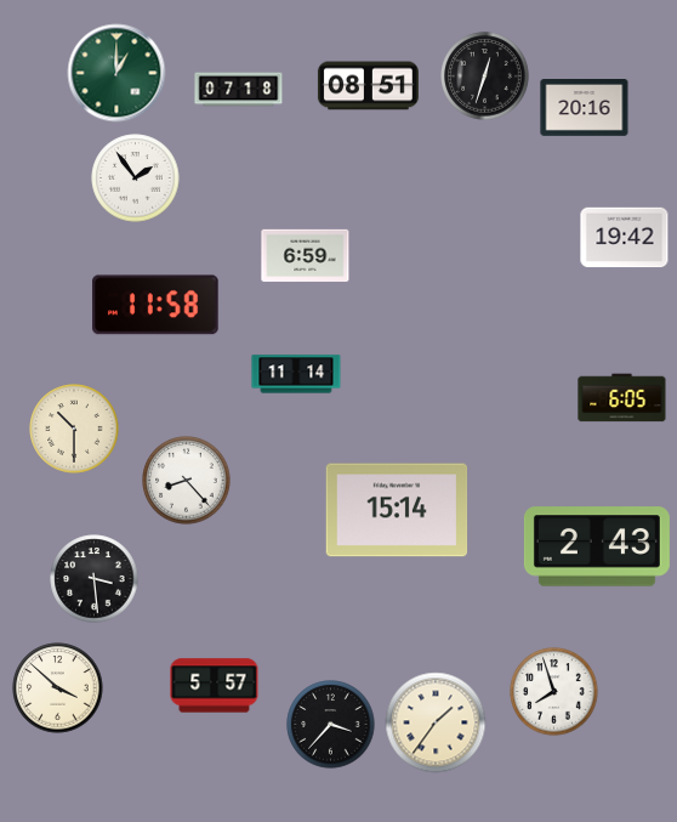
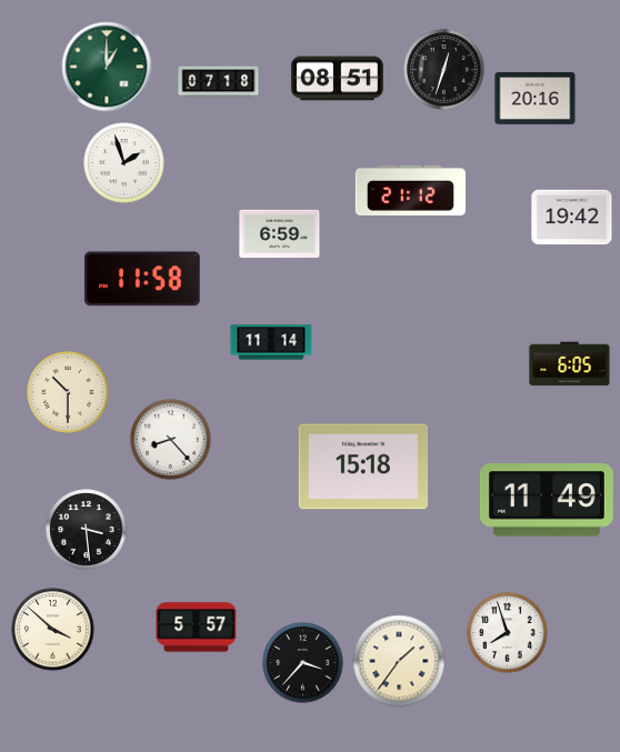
clock at (136, 178): 1:54 -> 1:57
clock at (410, 190): none -> 21:12
clock at (397, 510): 15:14 -> 15:18
clock at (597, 546): 2:43 -> 11:49
